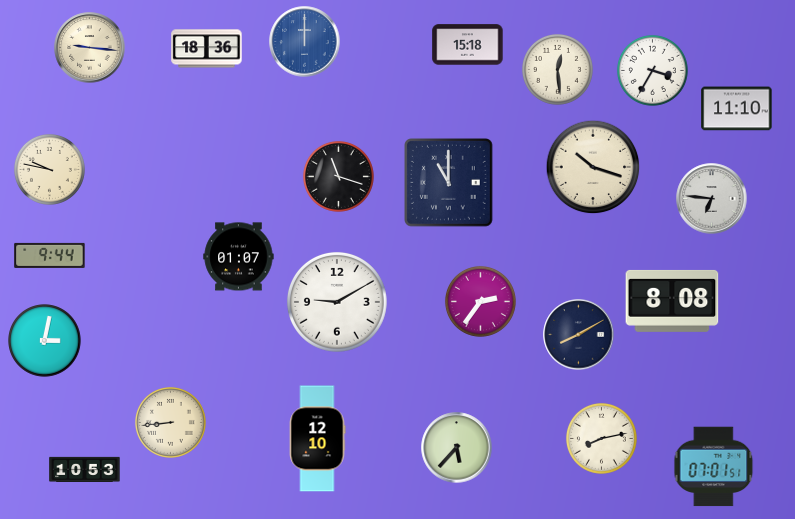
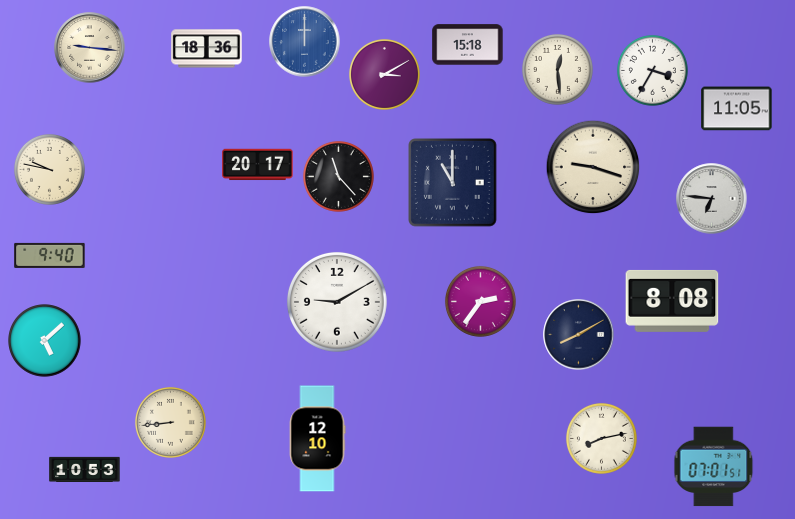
clock at (384, 74): none -> 3:10
clock at (737, 109): 11:10 -> 11:05
clock at (258, 165): none -> 20:17
clock at (593, 167): 10:18 -> 9:18
clock at (338, 176): 11:18 -> 11:23
clock at (449, 183) position: (449, 183) -> (453, 183)
clock at (50, 255): 9:44 -> 9:40
clock at (239, 257): 01:07 -> none
clock at (45, 341): 3:02 -> 5:08
clock at (457, 448): 5:37 -> none
